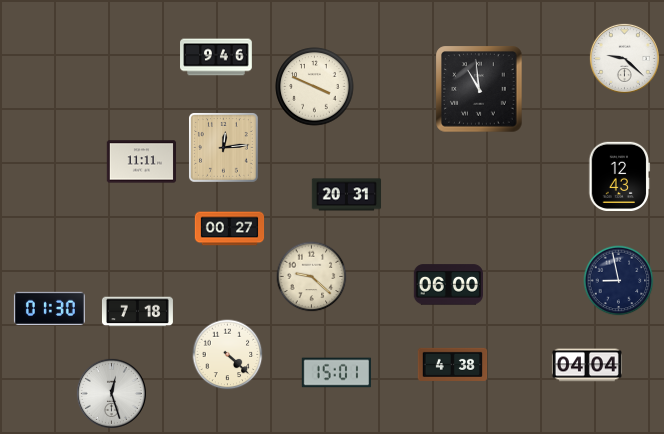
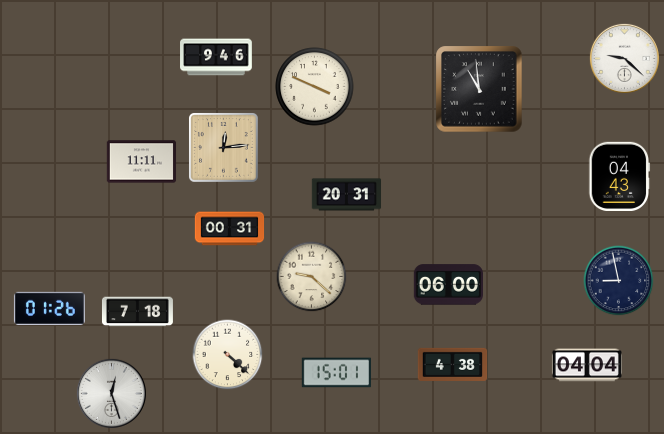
clock at (620, 176): 12:43 -> 04:43
clock at (230, 229): 00:27 -> 00:31
clock at (49, 308): 01:30 -> 01:26
